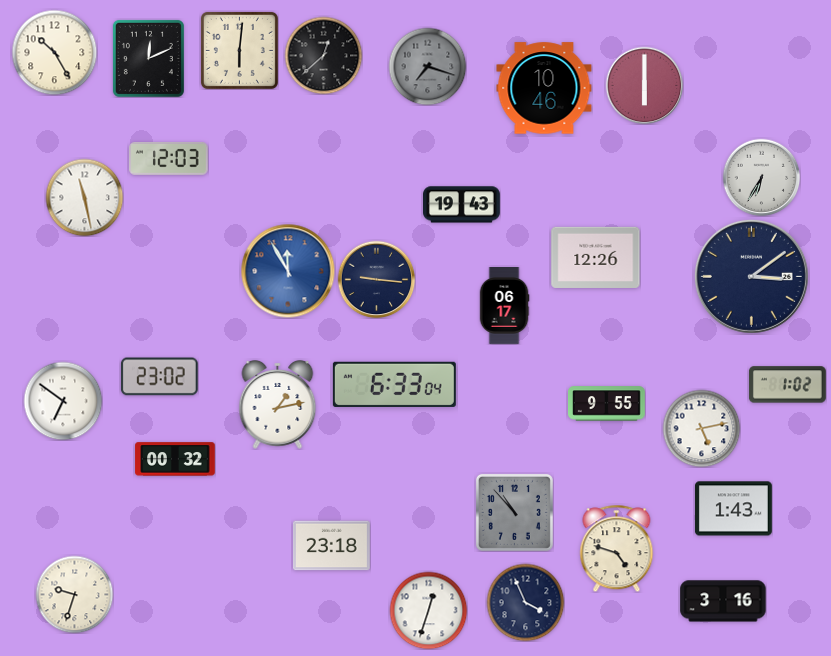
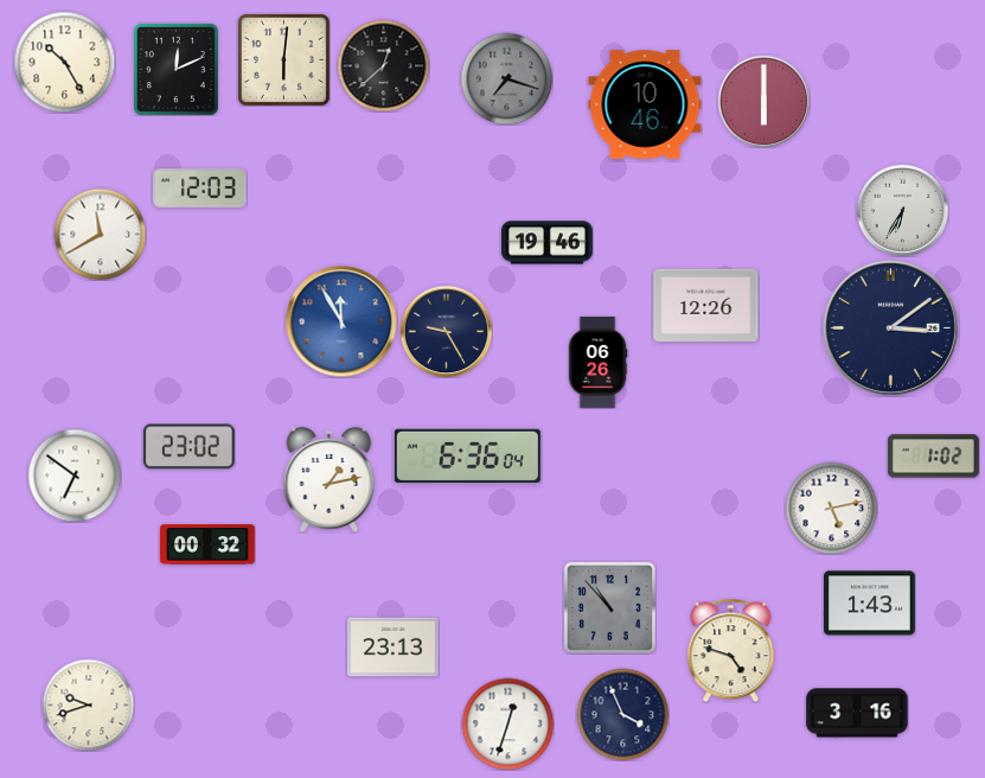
clock at (84, 197): 11:28 -> 11:40
clock at (462, 205): 19:43 -> 19:46
clock at (376, 279): 9:16 -> 9:25
clock at (504, 306): 06:17 -> 06:26
clock at (394, 384): 6:33 -> 6:36
clock at (607, 404): 9:55 -> none
clock at (332, 546): 23:18 -> 23:13
clock at (74, 594): 9:33 -> 9:42
